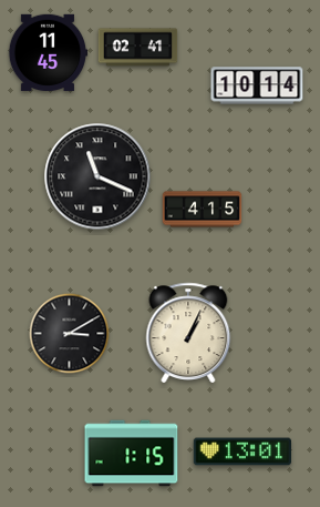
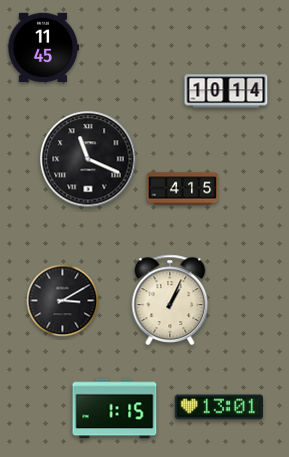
clock at (138, 48): 02:41 -> none
clock at (257, 85) position: (257, 85) -> (226, 91)
clock at (132, 454) position: (132, 454) -> (115, 409)
